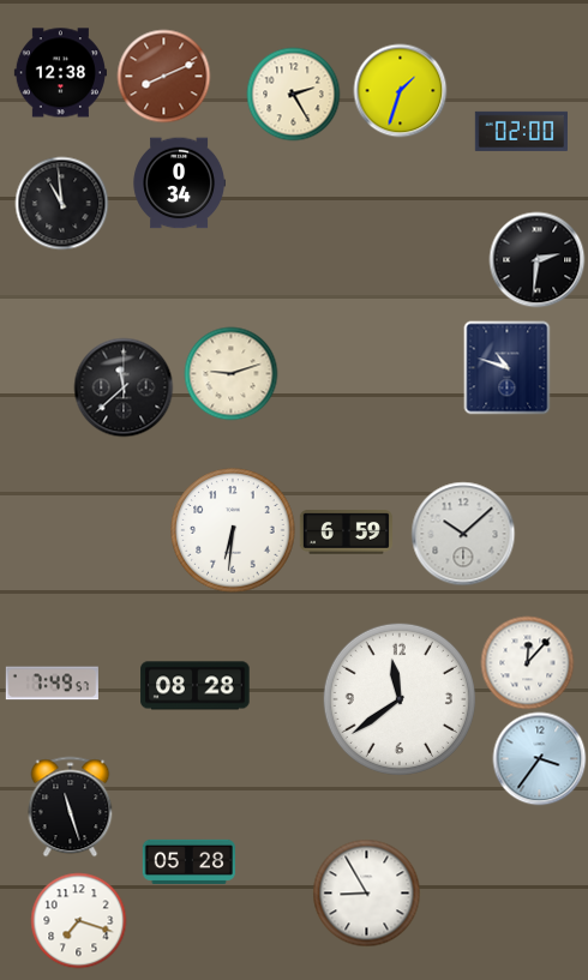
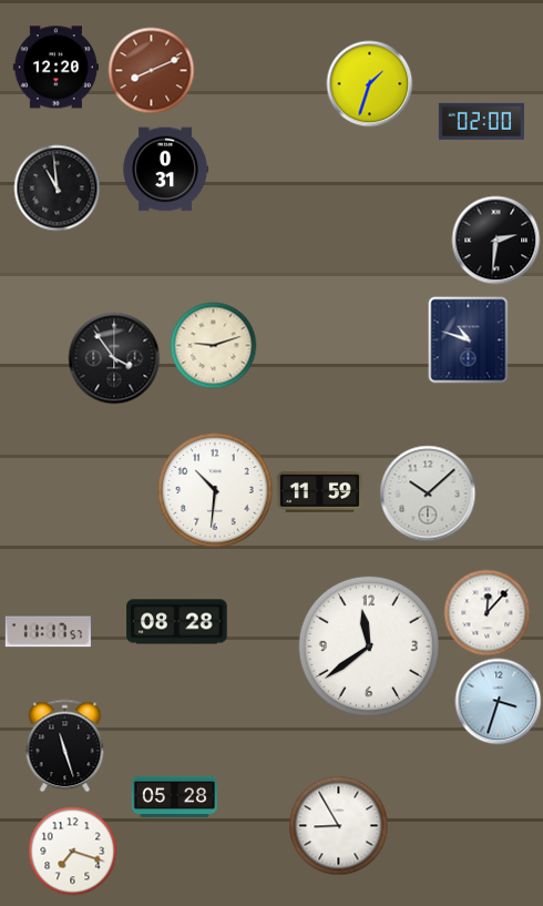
clock at (60, 73): 12:38 -> 12:20
clock at (293, 94): 2:25 -> none
clock at (179, 184): 0:34 -> 0:31
clock at (124, 387): 11:38 -> 3:54
clock at (233, 530): 6:31 -> 10:31
clock at (346, 533): 6:59 -> 11:59
clock at (52, 684): 7:49 -> 11:17
clock at (196, 686) position: (196, 686) -> (177, 622)
clock at (539, 758): 3:36 -> 3:33
